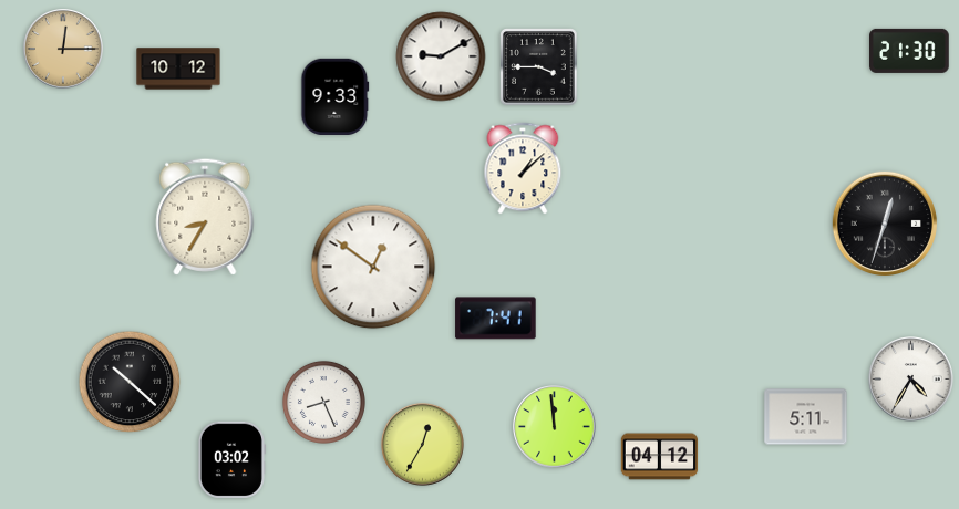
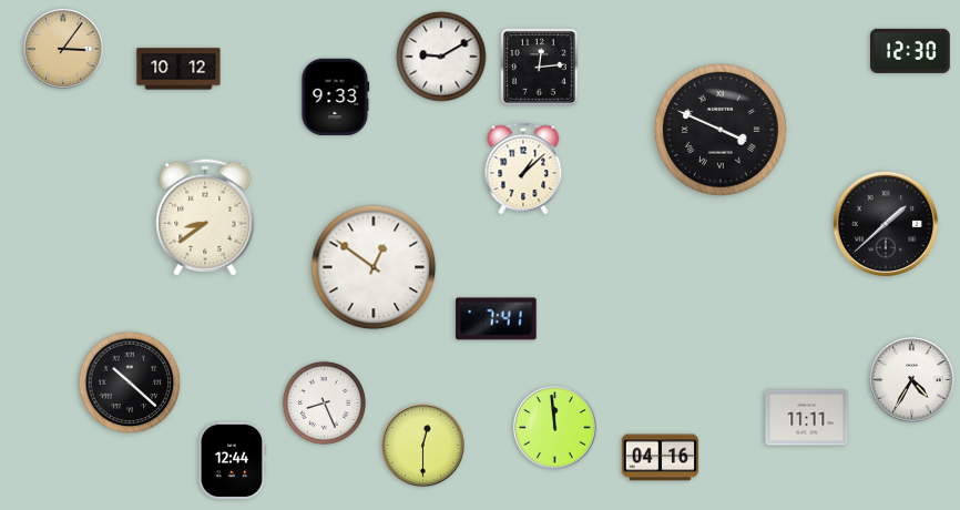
clock at (64, 50): 12:15 -> 3:06
clock at (910, 51): 21:30 -> 12:30
clock at (539, 67): 3:45 -> 12:14
clock at (721, 130): none -> 3:49
clock at (205, 217): 8:35 -> 8:39
clock at (885, 224): 12:33 -> 1:38
clock at (806, 417): 5:11 -> 11:11
clock at (423, 445): 12:35 -> 12:30
clock at (660, 457): 04:12 -> 04:16
clock at (231, 459): 03:02 -> 12:44
